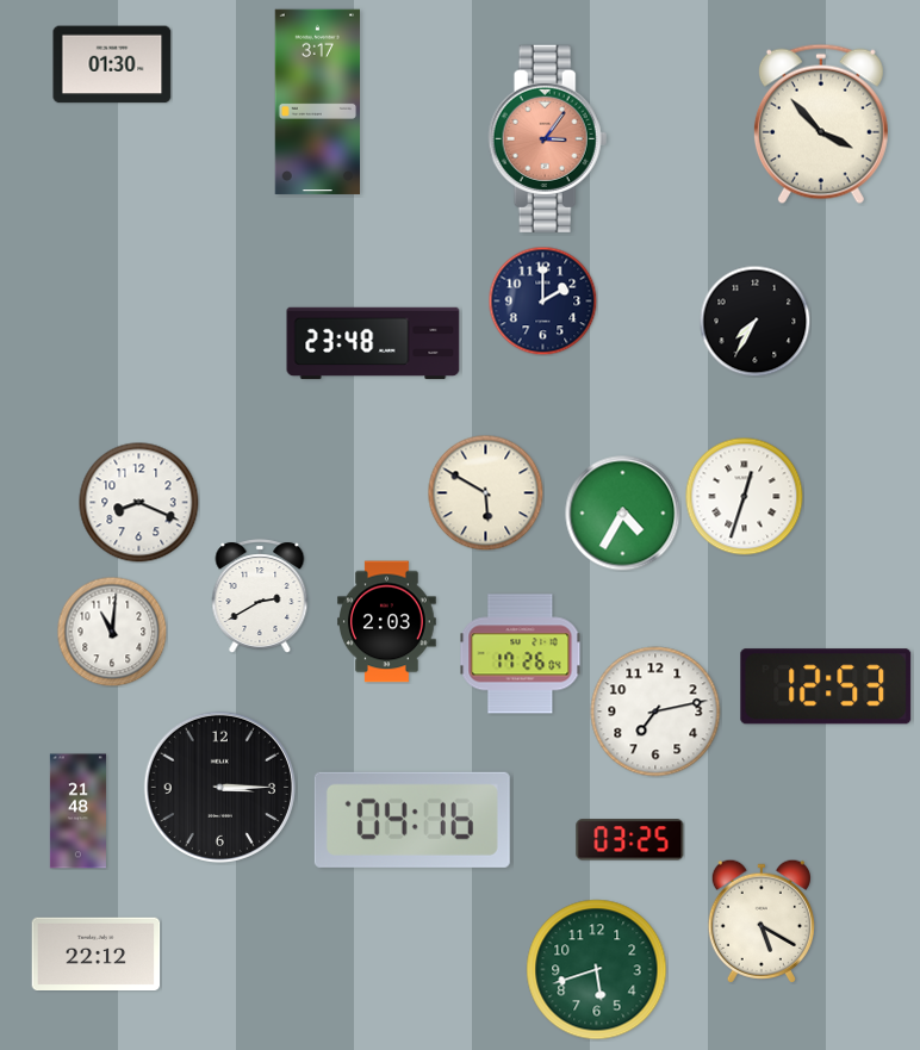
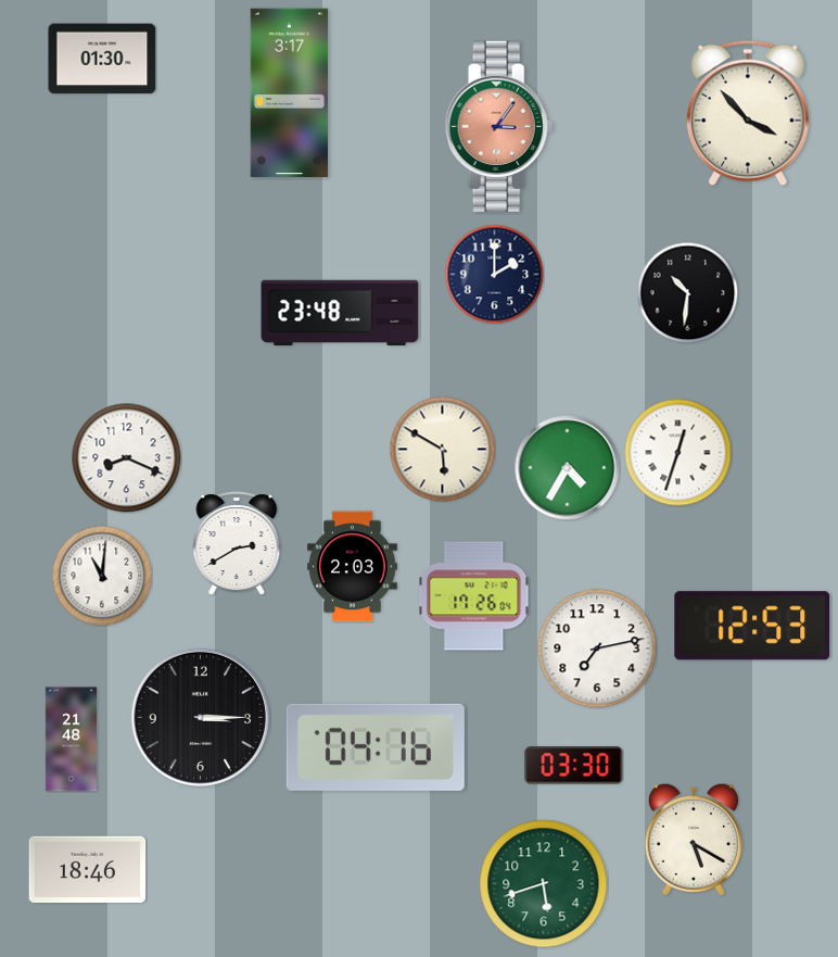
clock at (754, 321): 7:35 -> 10:31
clock at (630, 840): 03:25 -> 03:30
clock at (97, 953): 22:12 -> 18:46
